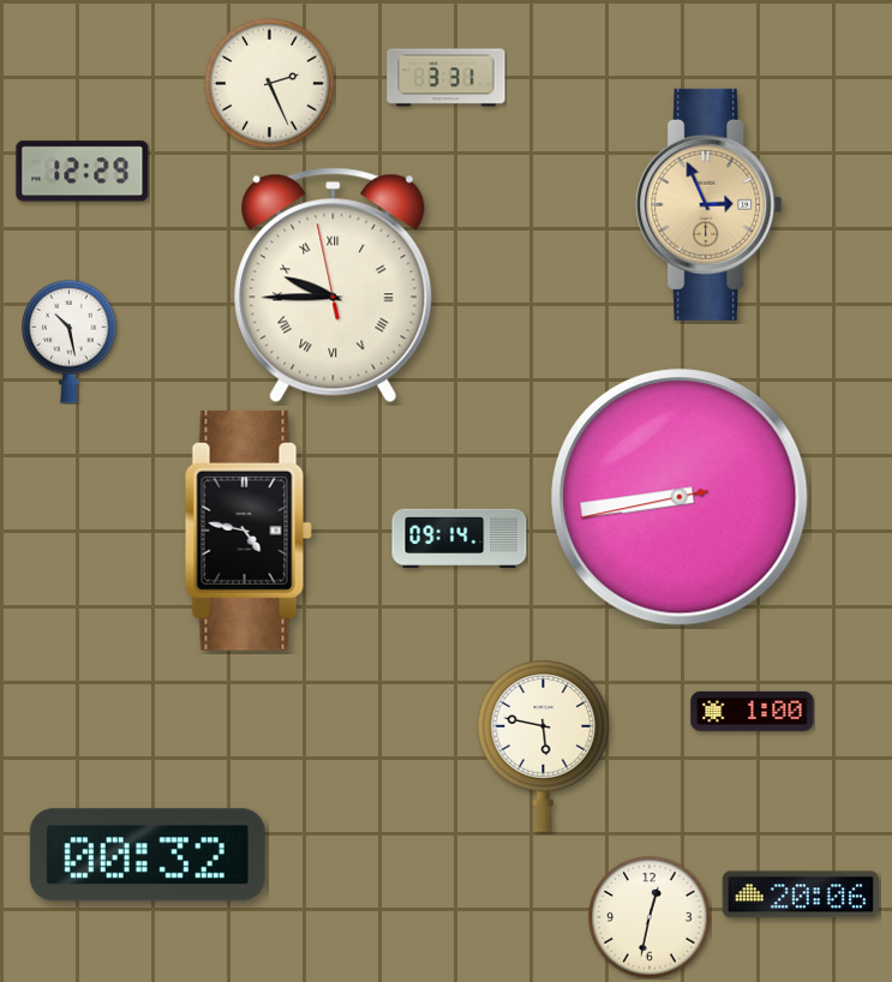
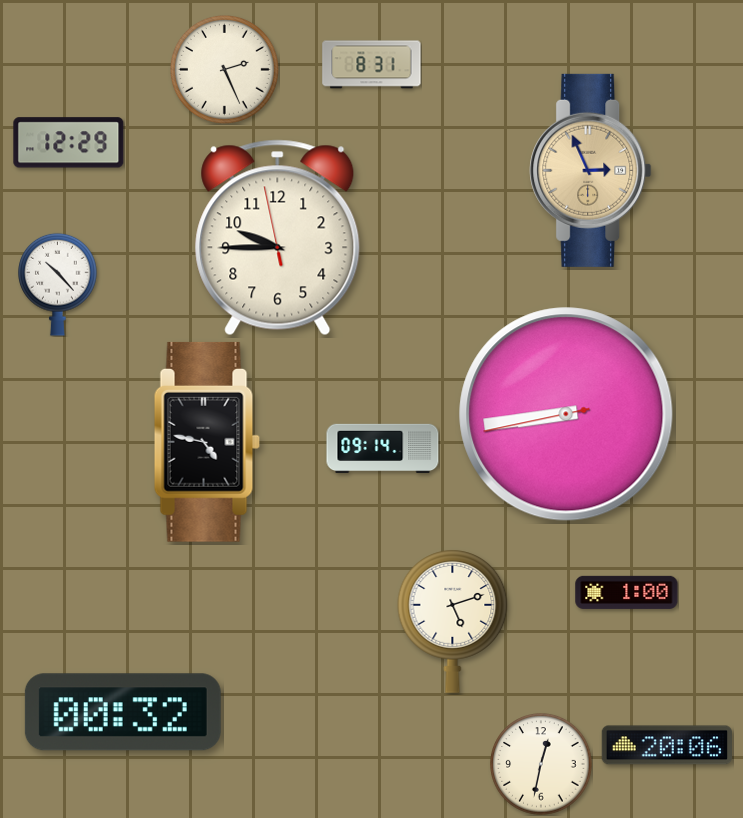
clock at (447, 78): 3:31 -> 8:31
clock at (334, 286) numerals: Roman -> Arabic
clock at (70, 341): 10:28 -> 10:23
clock at (544, 746): 5:47 -> 5:12
